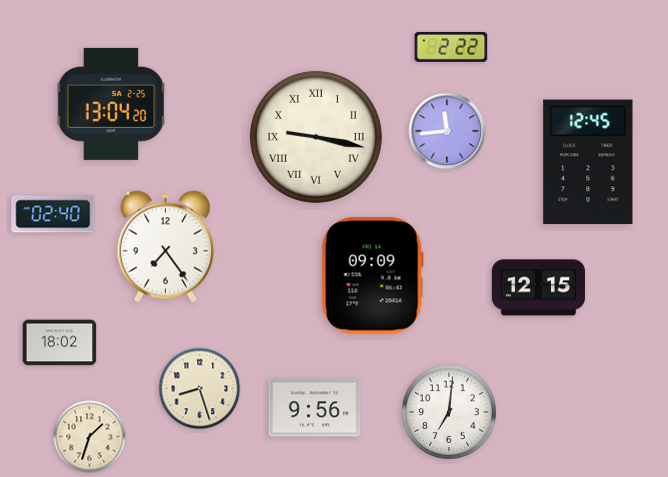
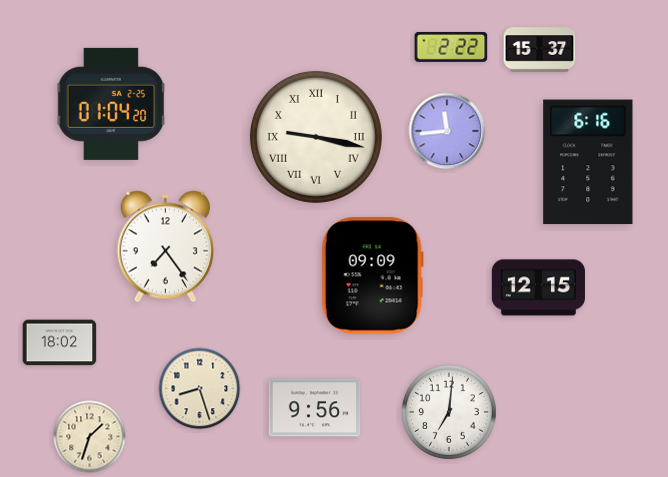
clock at (540, 50): none -> 15:37
clock at (111, 104): 13:04 -> 01:04
clock at (588, 162): 12:45 -> 6:16
clock at (53, 214): 02:40 -> none
